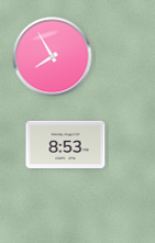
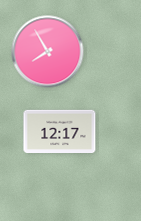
clock at (66, 144): 8:53 -> 12:17
